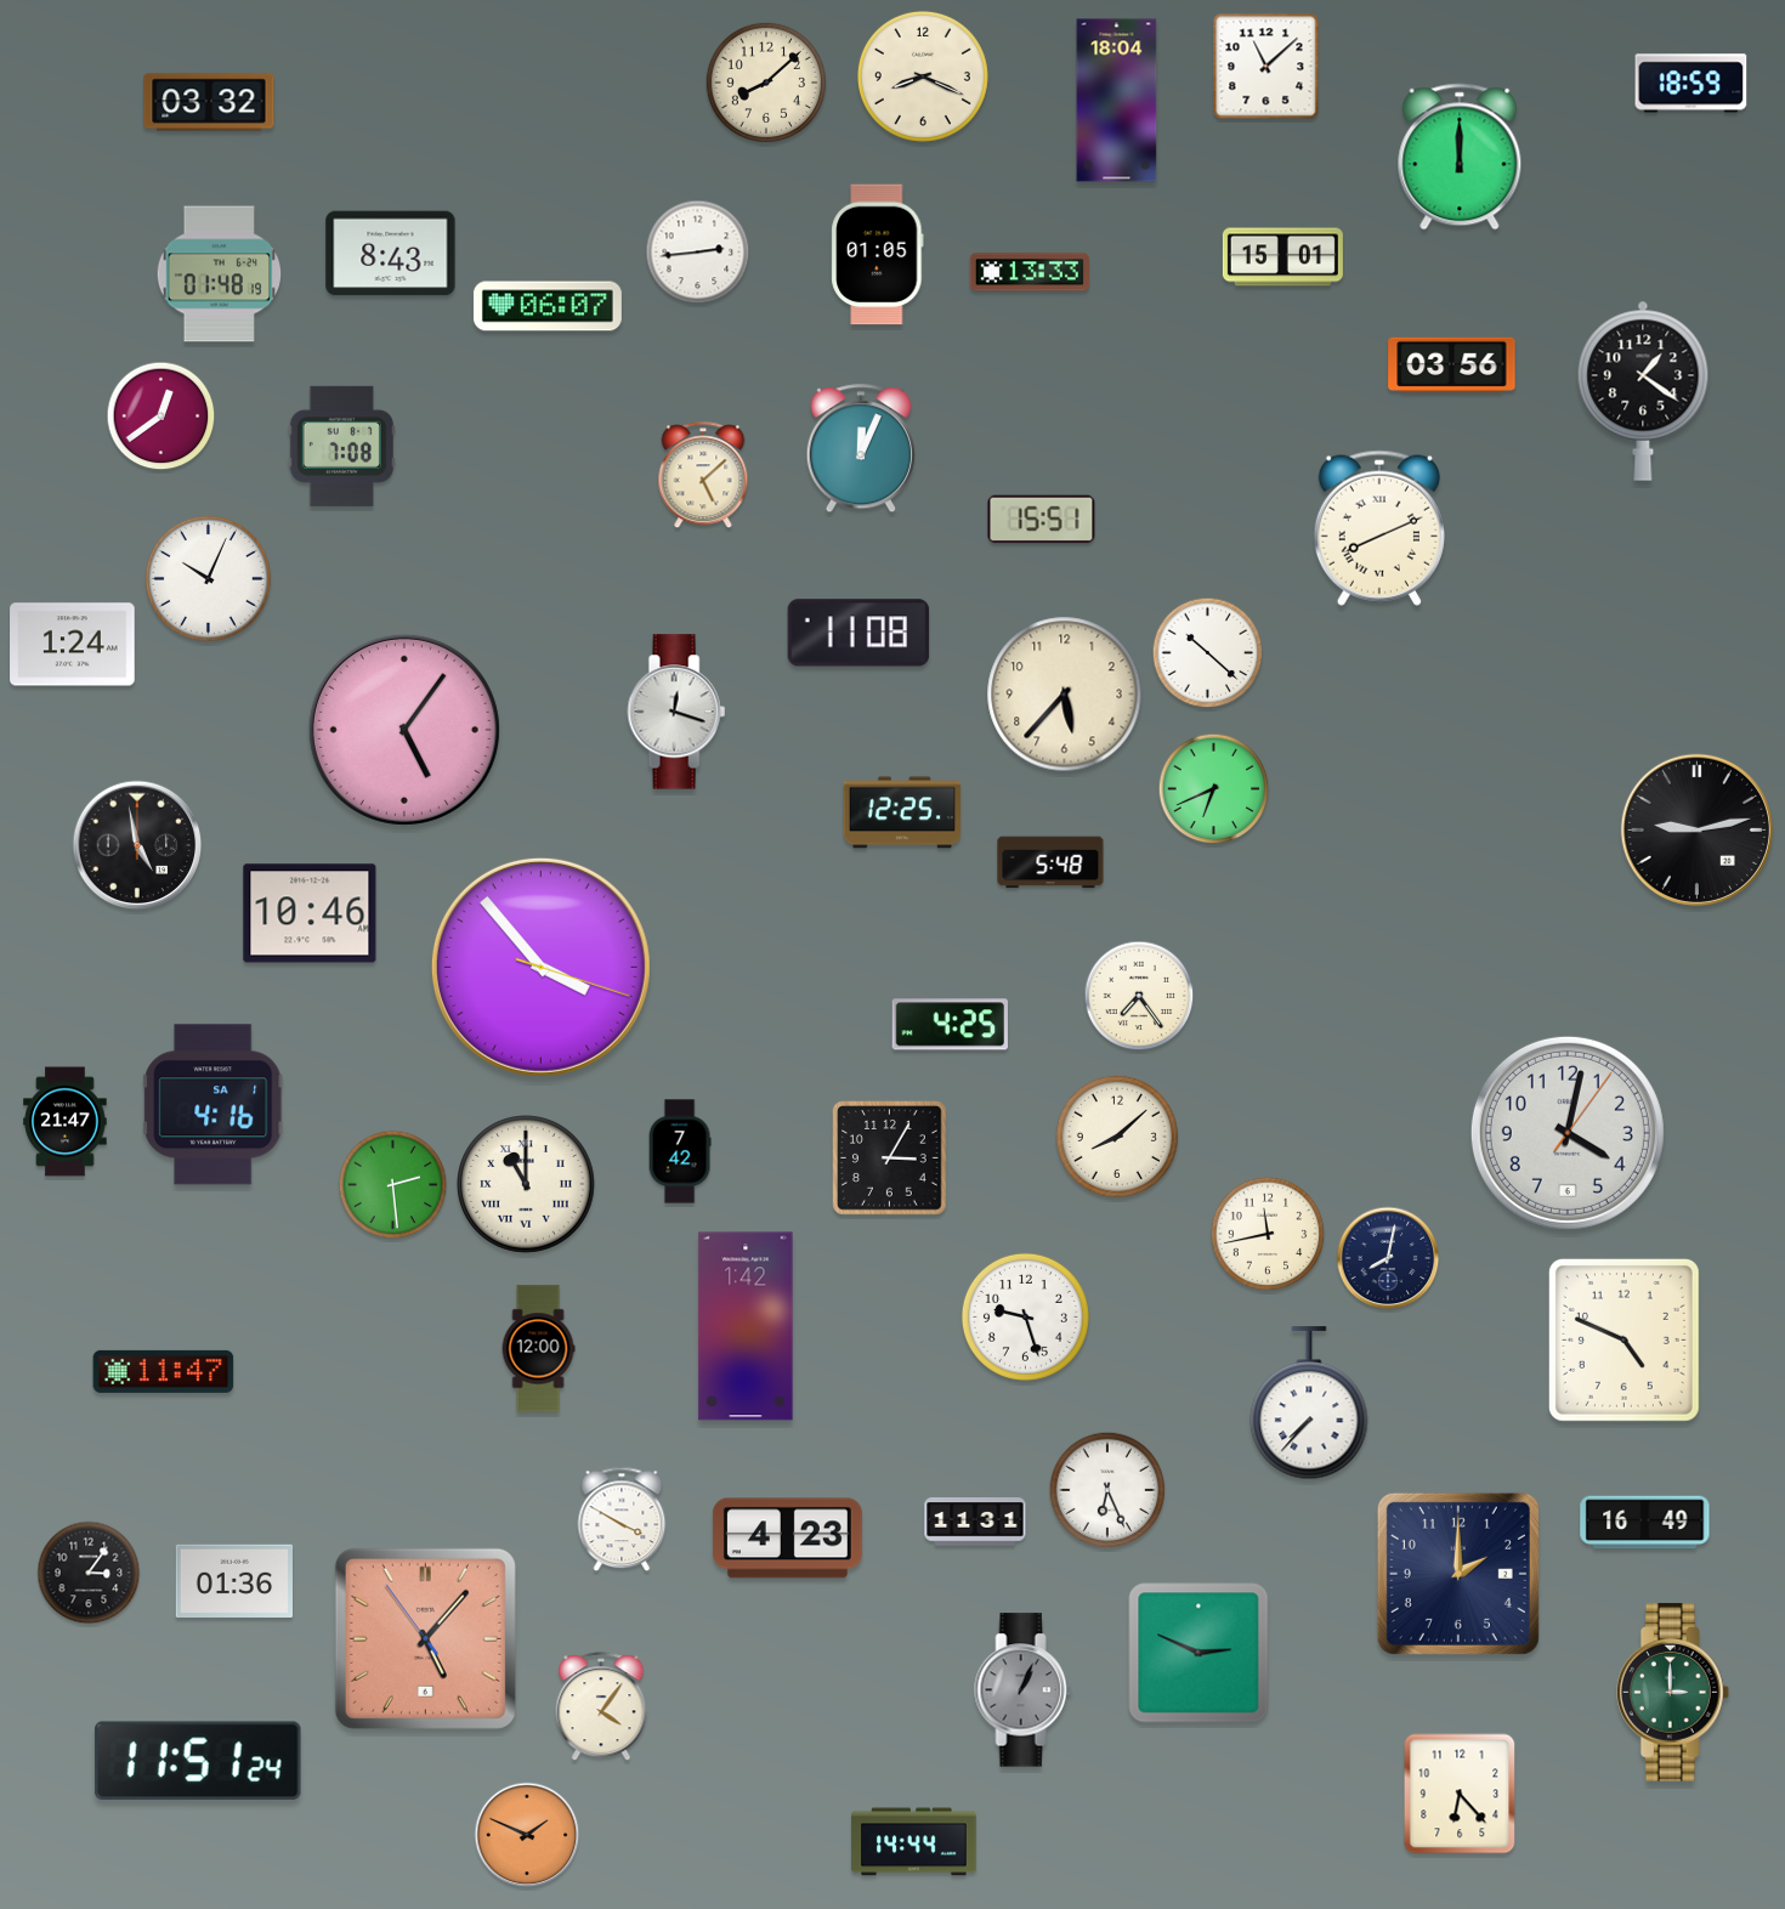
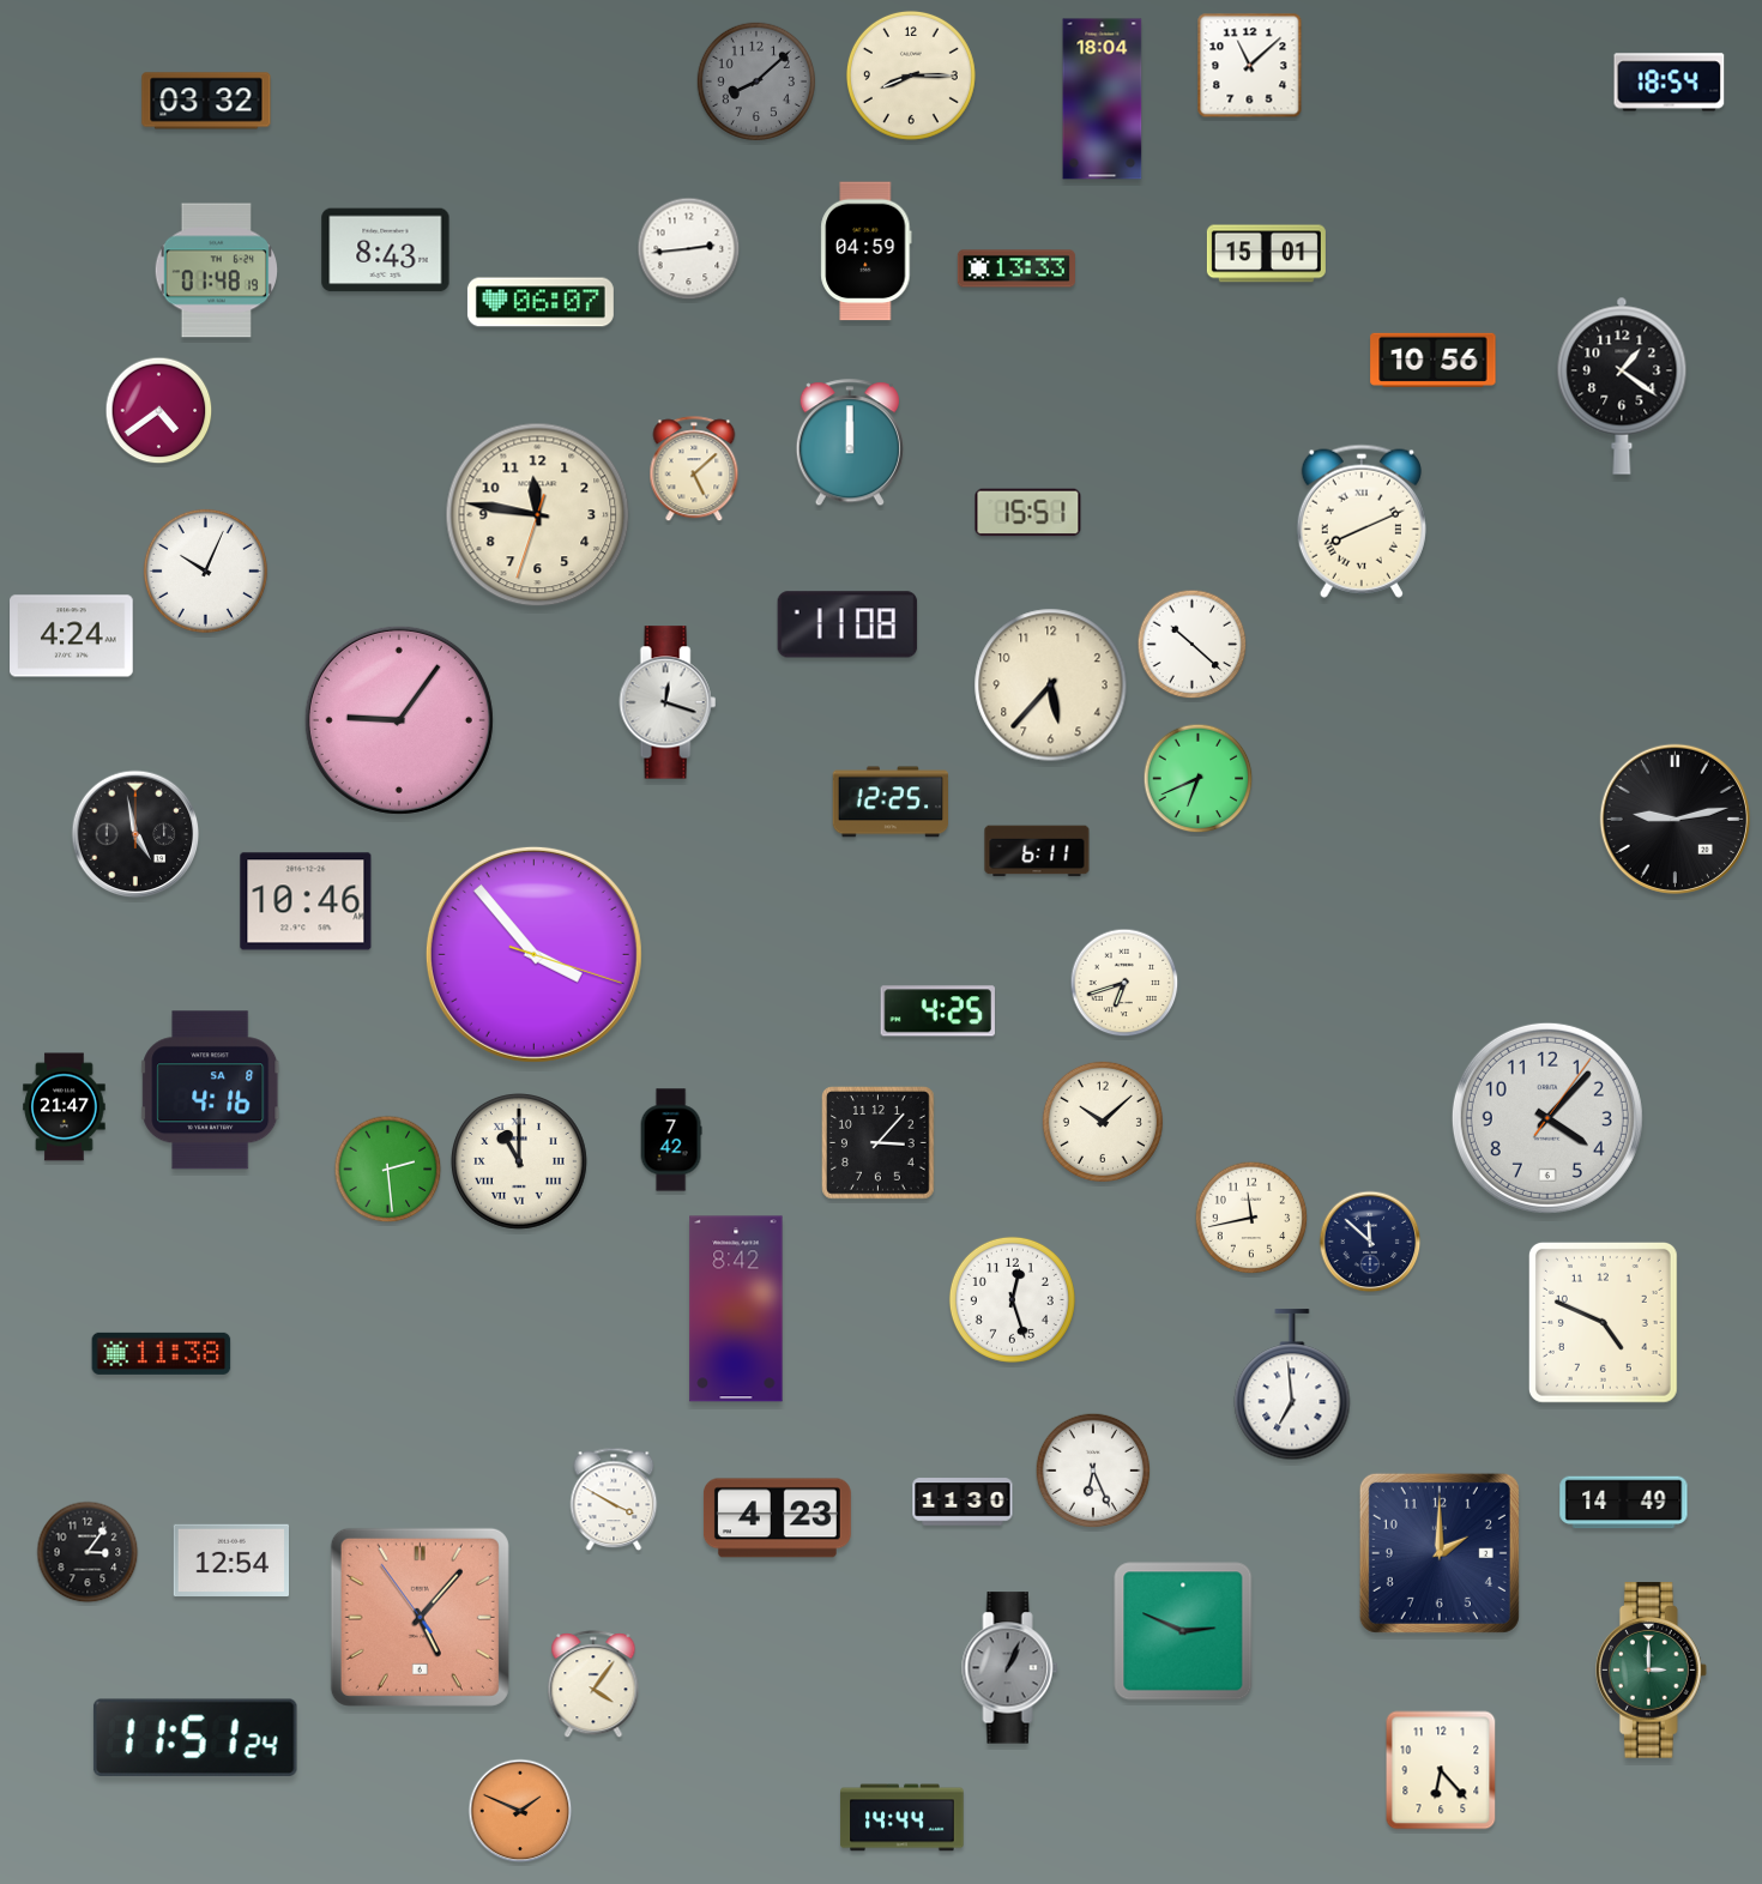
clock at (923, 77): 8:19 -> 8:15
clock at (765, 81) dial: cream -> grey
clock at (1691, 84): 18:59 -> 18:54
clock at (1460, 157): 12:00 -> none
clock at (878, 255): 01:05 -> 04:59
clock at (1452, 364): 03:56 -> 10:56
clock at (161, 417): 12:39 -> 4:39
clock at (341, 446): 7:08 -> none
clock at (861, 449): 12:04 -> 12:00
clock at (538, 515): none -> 11:46
clock at (73, 645): 1:24 -> 4:24
clock at (404, 730): 5:06 -> 9:06
clock at (1050, 862): 5:48 -> 6:11
clock at (1139, 996): 7:24 -> 6:42
clock at (214, 1105) date: SA 1 -> SA 8
clock at (1568, 1133): 4:02 -> 4:07
clock at (1117, 1137): 8:08 -> 10:08
clock at (680, 1151) position: (680, 1151) -> (671, 1140)
clock at (890, 1159): 3:05 -> 3:07
clock at (527, 1185) position: (527, 1185) -> (520, 1163)
clock at (1388, 1258): 8:02 -> 11:52
clock at (1025, 1316): 9:27 -> 12:27
clock at (746, 1326): 1:42 -> 8:42
clock at (538, 1349): 12:00 -> none
clock at (164, 1371): 11:47 -> 11:38
clock at (1309, 1404): 7:37 -> 6:59
clock at (975, 1522): 11:31 -> 11:30
clock at (1645, 1523): 16:49 -> 14:49
clock at (233, 1581): 01:36 -> 12:54
